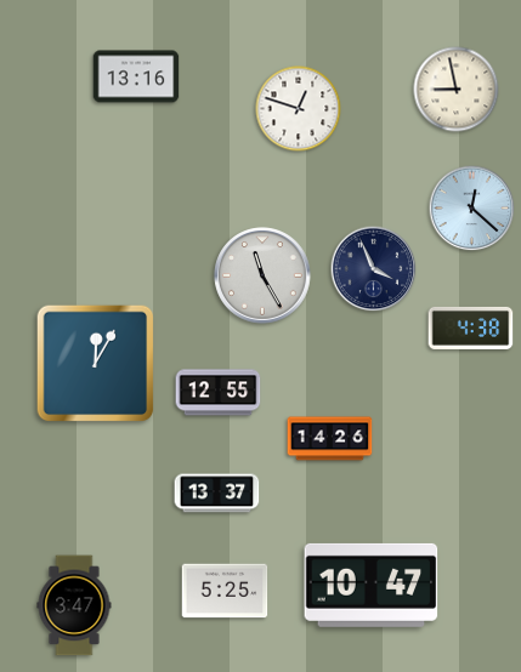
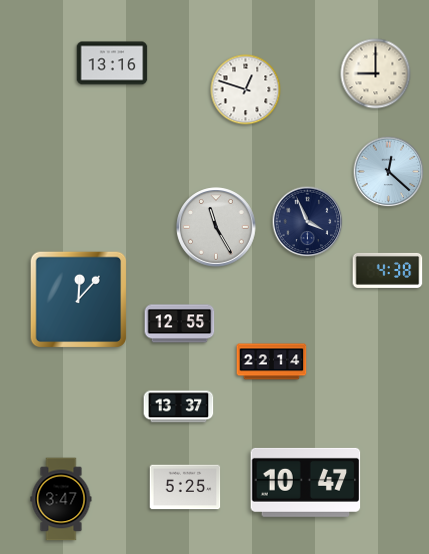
clock at (457, 90): 8:58 -> 9:00
clock at (96, 364): 12:05 -> 12:07
clock at (330, 439): 14:26 -> 22:14
